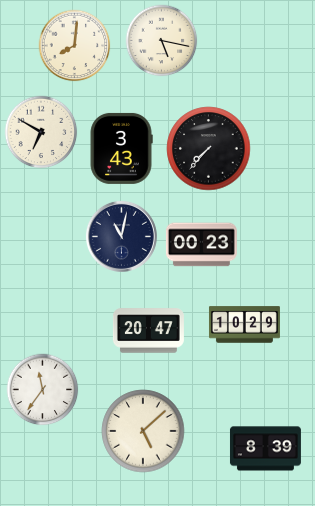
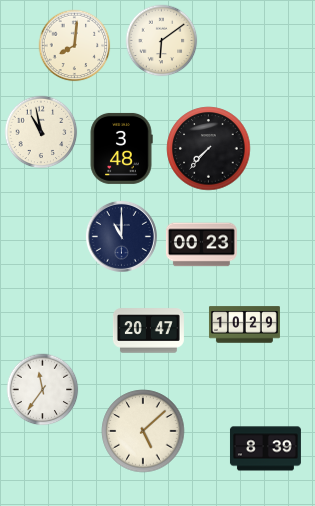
clock at (162, 41): 5:17 -> 6:09
clock at (41, 132): 6:50 -> 10:58
clock at (121, 148): 3:43 -> 3:48
clock at (121, 236): 11:02 -> 11:00
